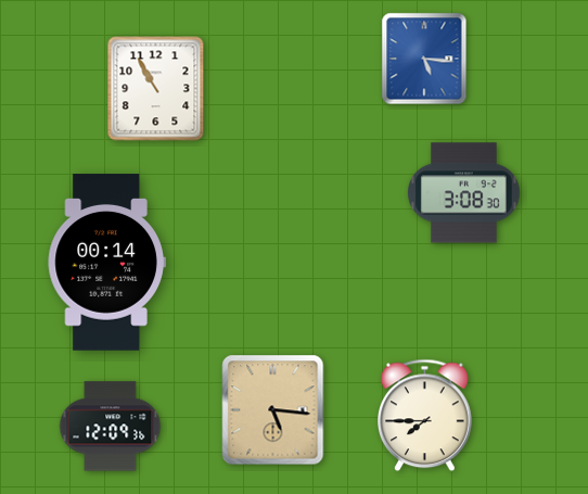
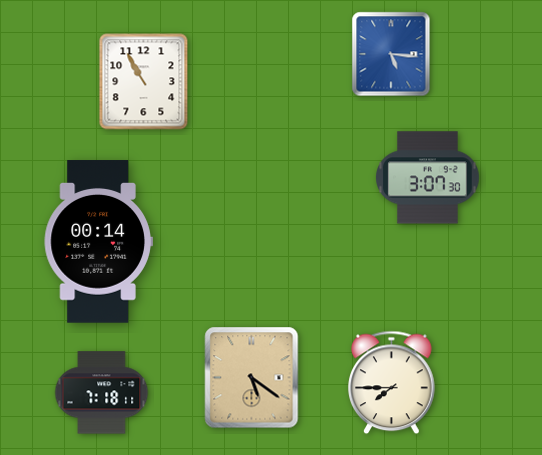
clock at (464, 193): 3:08 -> 3:07
clock at (273, 410): 5:16 -> 5:21
clock at (111, 427): 12:09 -> 7:18
